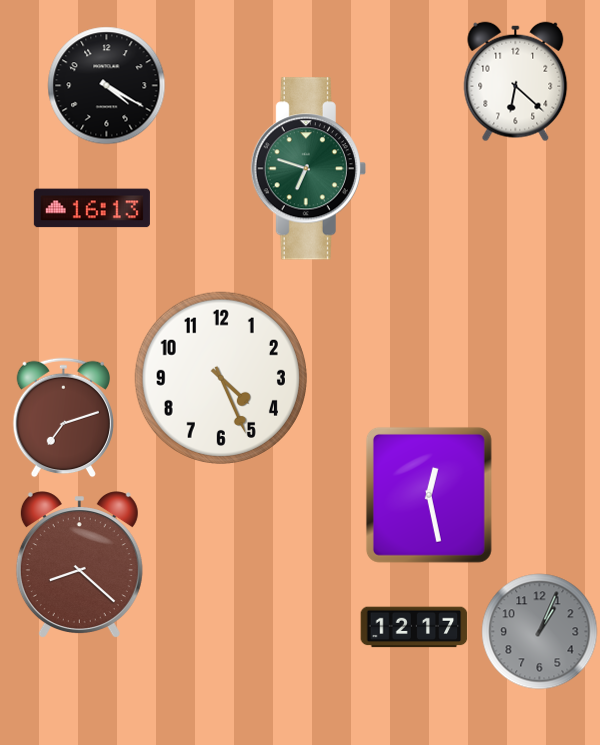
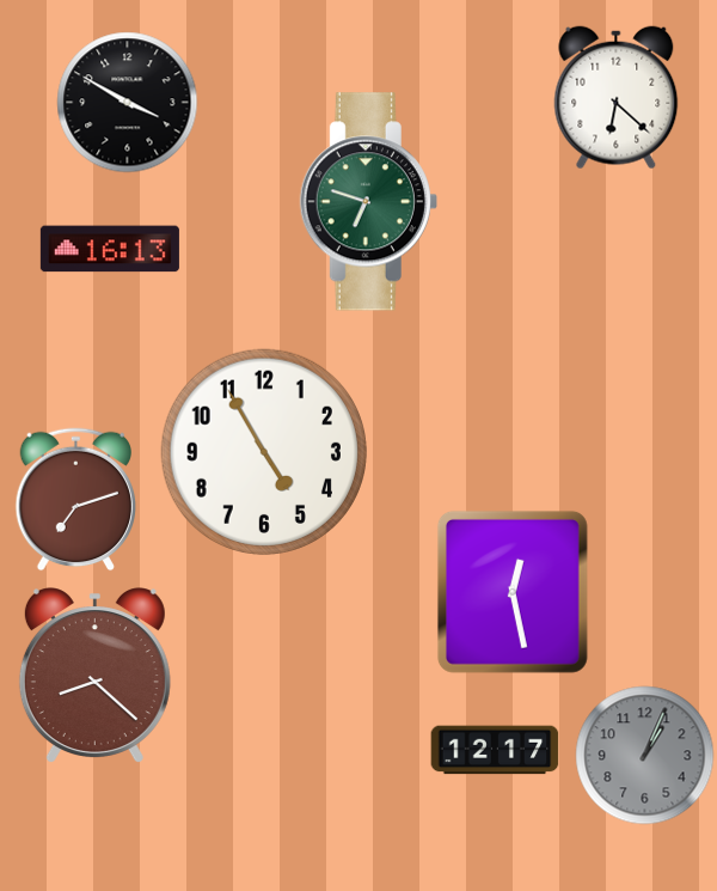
clock at (107, 86): 4:20 -> 3:50
clock at (220, 377): 4:26 -> 4:55
